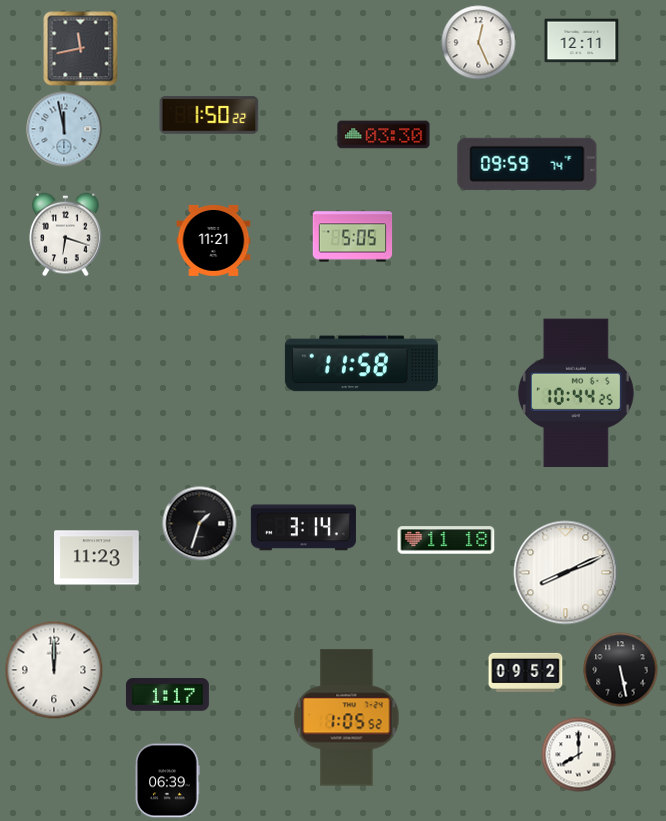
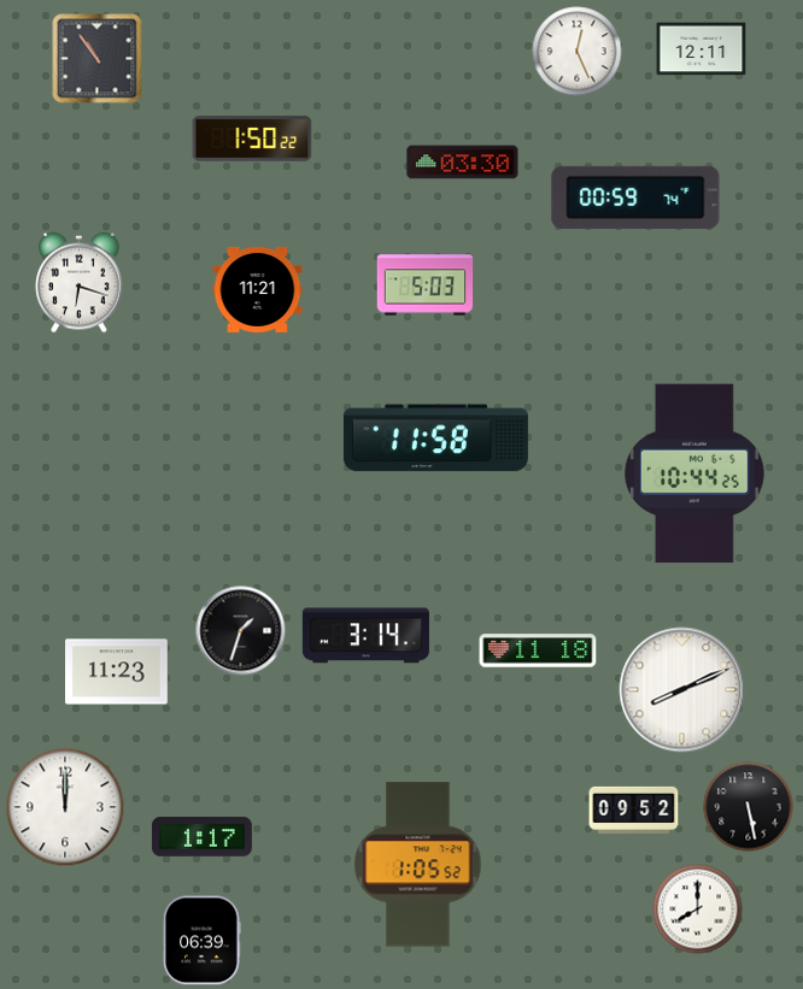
clock at (81, 49): 11:43 -> 10:54
clock at (64, 129): 11:58 -> none
clock at (527, 164): 09:59 -> 00:59
clock at (353, 237): 5:05 -> 5:03
